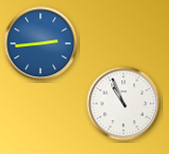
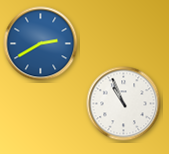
clock at (41, 44): 2:44 -> 2:40
